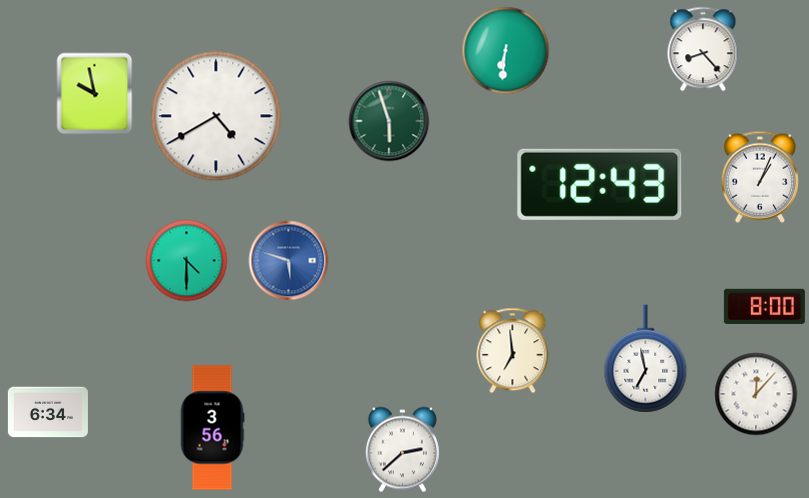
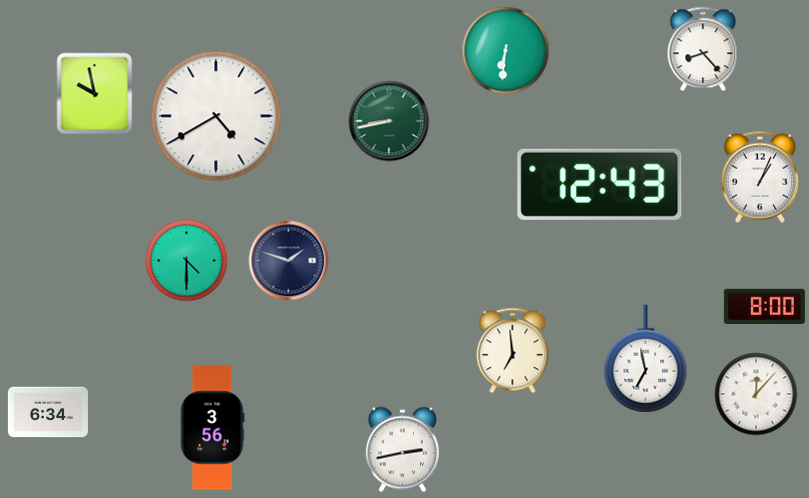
clock at (389, 121): 5:57 -> 8:43
clock at (289, 261): 5:48 -> 1:48
clock at (289, 261) dial: blue -> navy
clock at (402, 450): 2:38 -> 2:43
